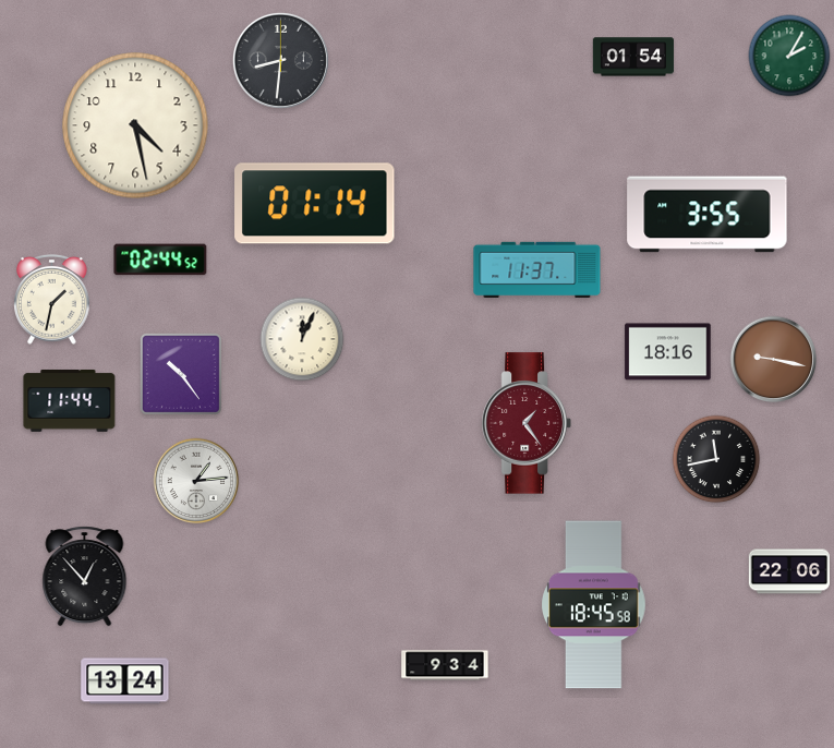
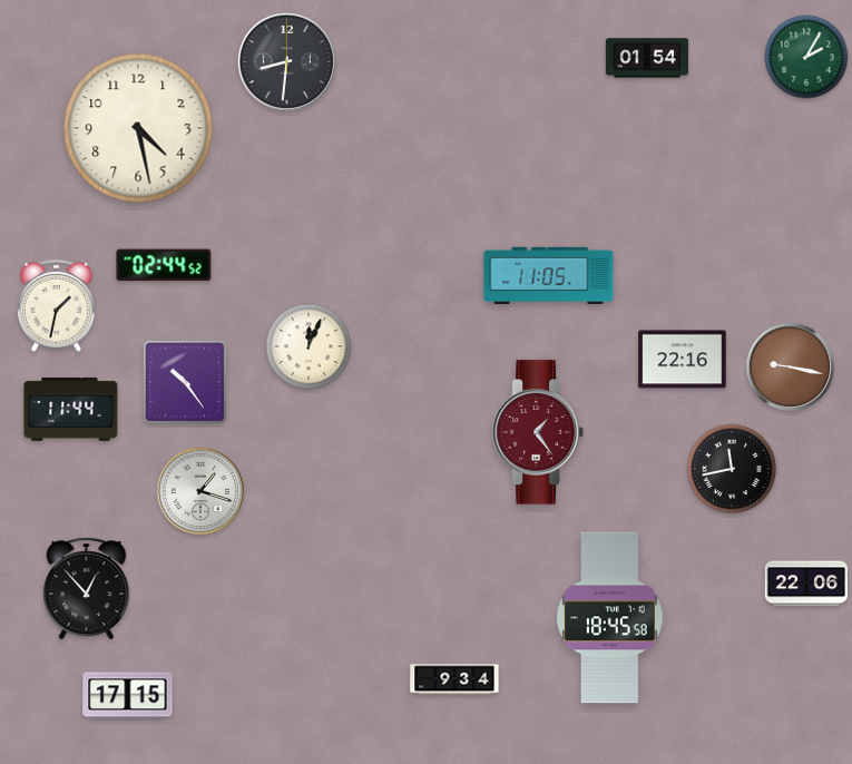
clock at (315, 204): 01:14 -> none
clock at (708, 215): 3:55 -> none
clock at (537, 269): 11:37 -> 11:05
clock at (52, 300) position: (52, 300) -> (57, 306)
clock at (668, 352): 18:16 -> 22:16
clock at (196, 481): 1:14 -> 1:18
clock at (594, 605) position: (594, 605) -> (610, 618)
clock at (125, 681): 13:24 -> 17:15
